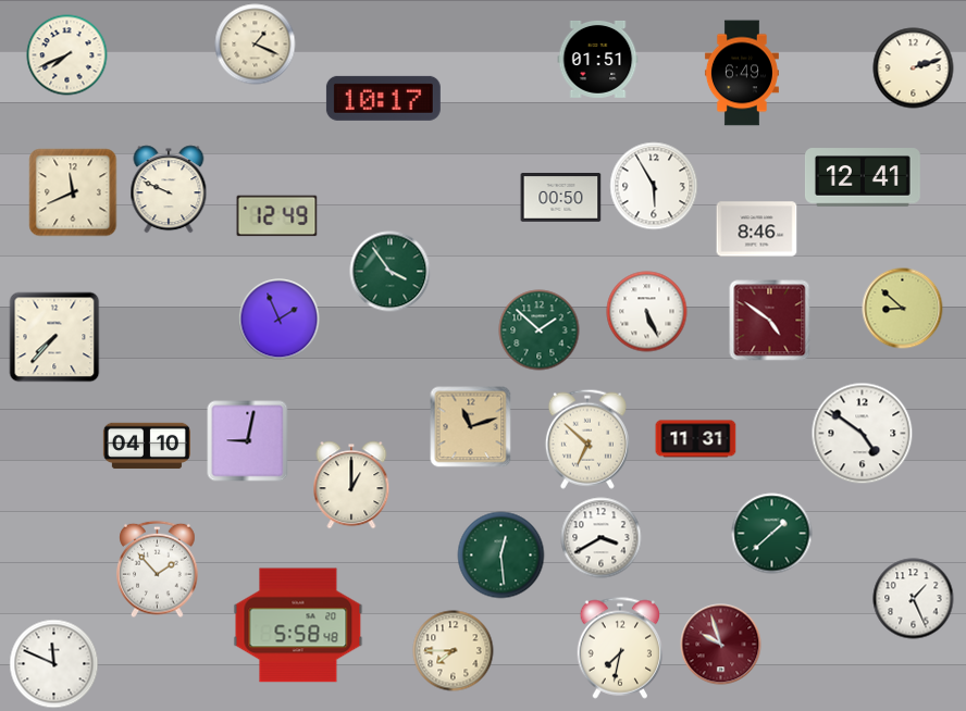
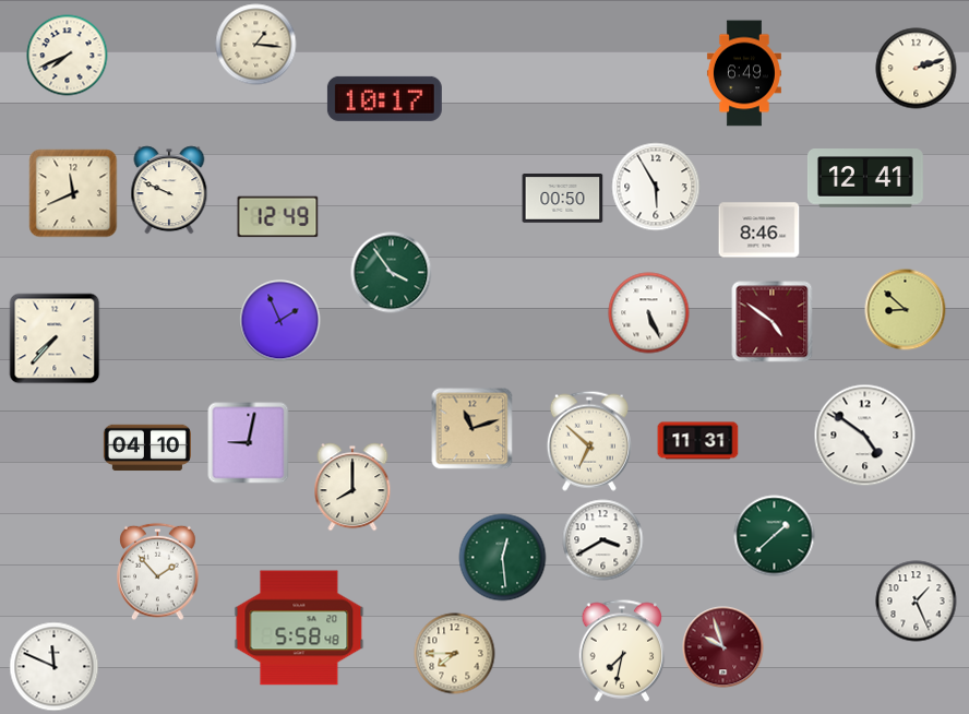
clock at (256, 45): 1:19 -> 1:16
clock at (598, 59): 01:51 -> none
clock at (540, 330): 1:52 -> none
clock at (351, 485): 1:00 -> 8:00
